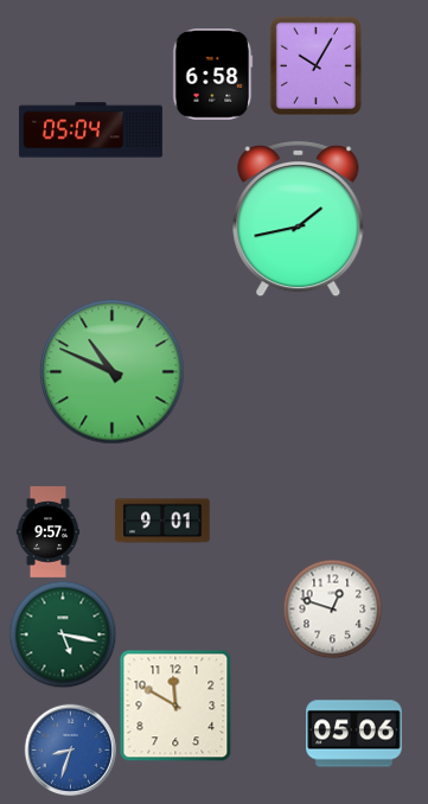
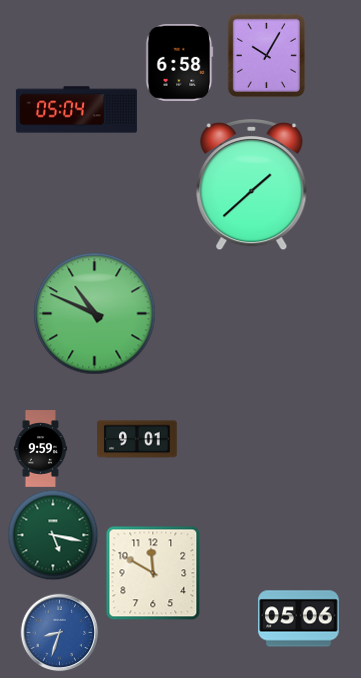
clock at (299, 221): 1:43 -> 1:38
clock at (49, 532): 9:57 -> 9:59
clock at (332, 608): 12:48 -> none
clock at (175, 706) position: (175, 706) -> (153, 573)
